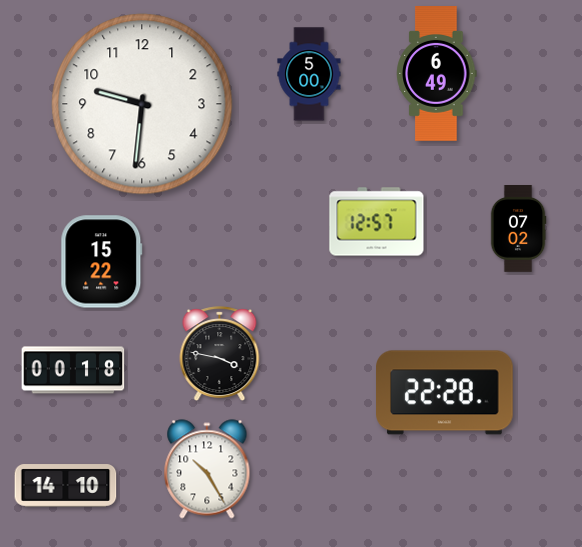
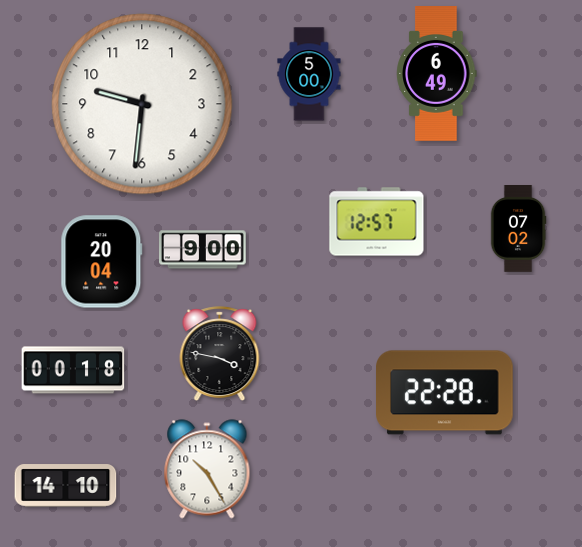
clock at (203, 250): none -> 9:00
clock at (102, 262): 15:22 -> 20:04
